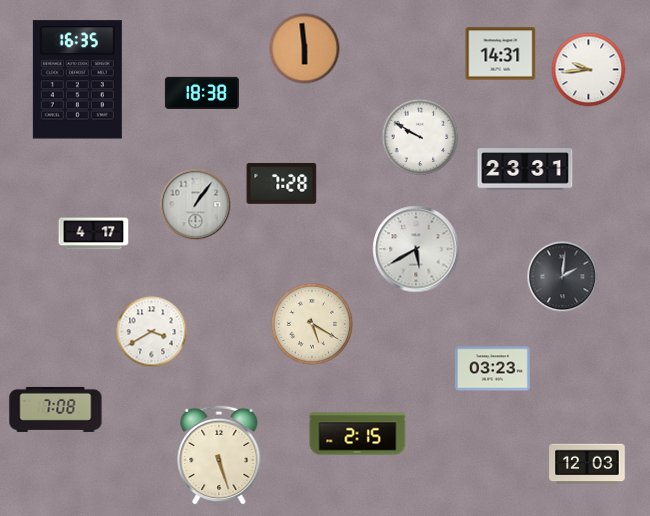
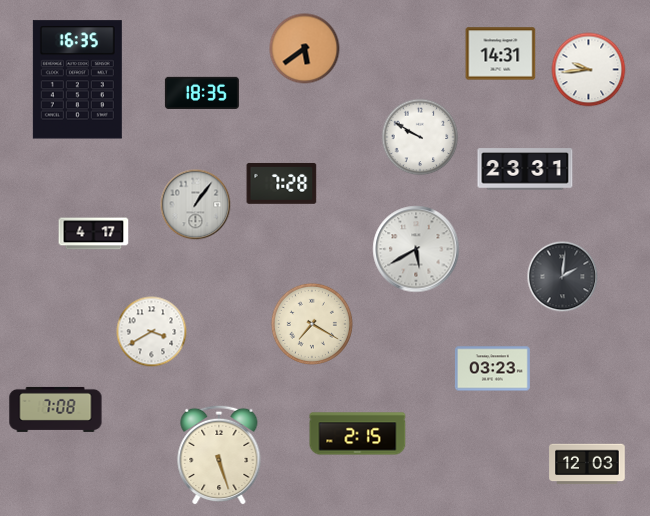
clock at (305, 49): 5:59 -> 5:39
clock at (202, 93): 18:38 -> 18:35
clock at (312, 324): 5:20 -> 7:20
